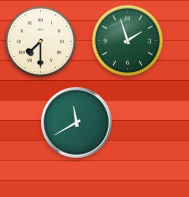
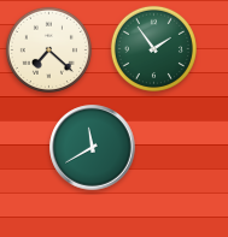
clock at (127, 40): 1:57 -> 1:54
clock at (40, 41): 7:30 -> 7:22
